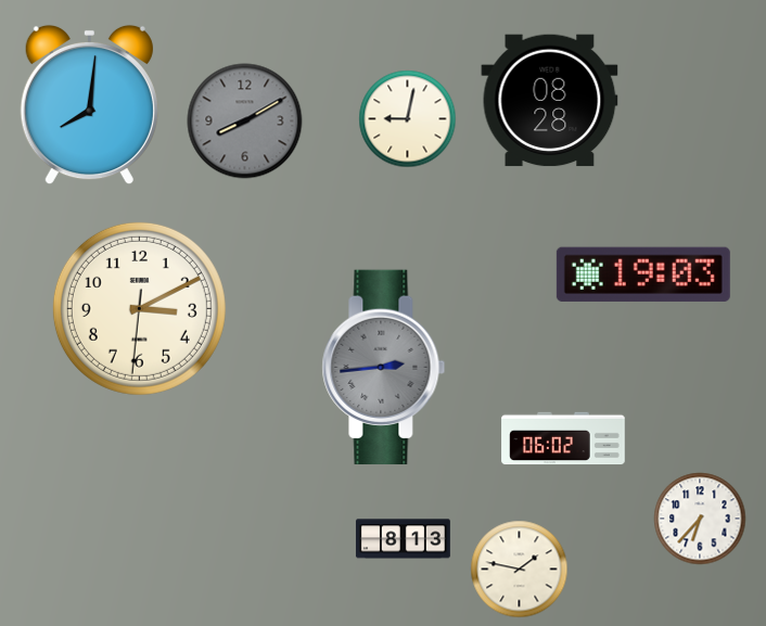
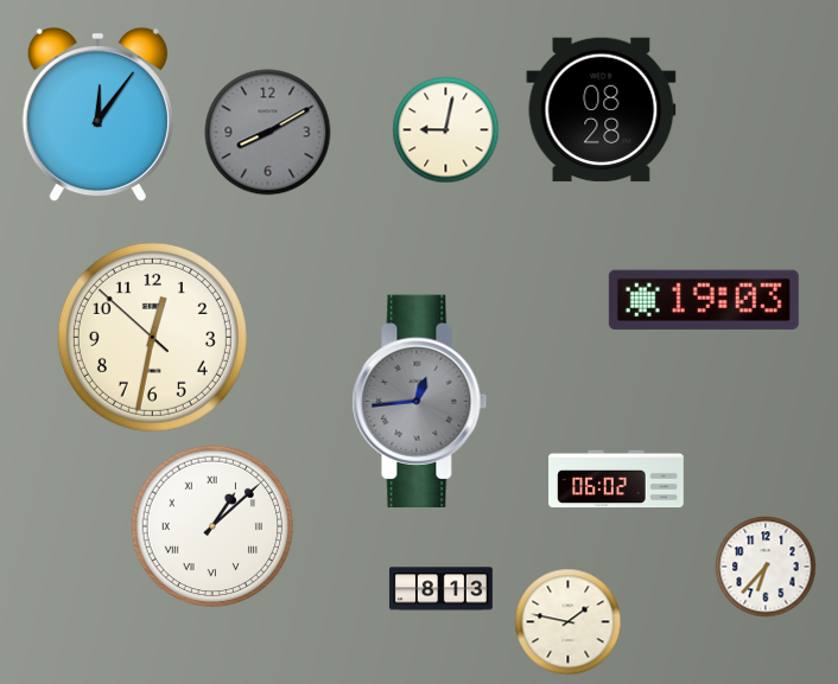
clock at (89, 105): 8:01 -> 12:06
clock at (139, 308): 3:10 -> 12:31
clock at (384, 367): 2:44 -> 12:44
clock at (212, 526): none -> 1:08
